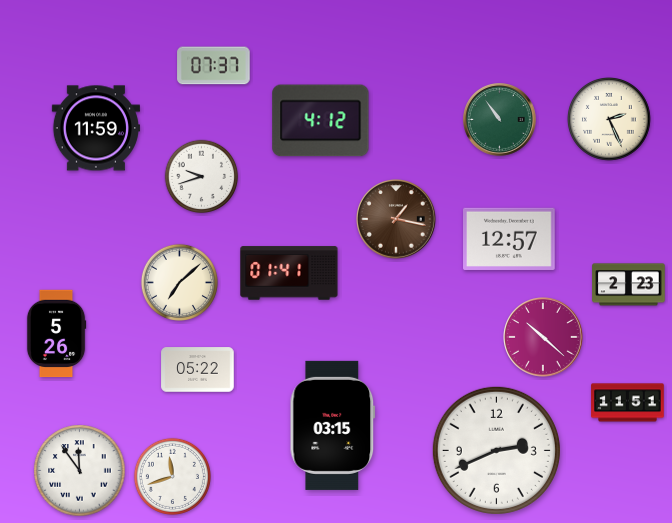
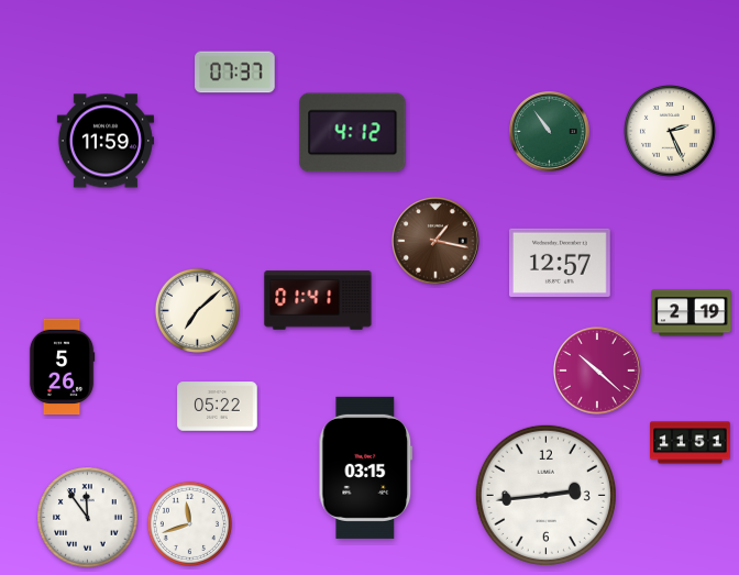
clock at (202, 177): 9:42 -> none
clock at (629, 285): 2:23 -> 2:19
clock at (496, 450): 2:41 -> 2:44
